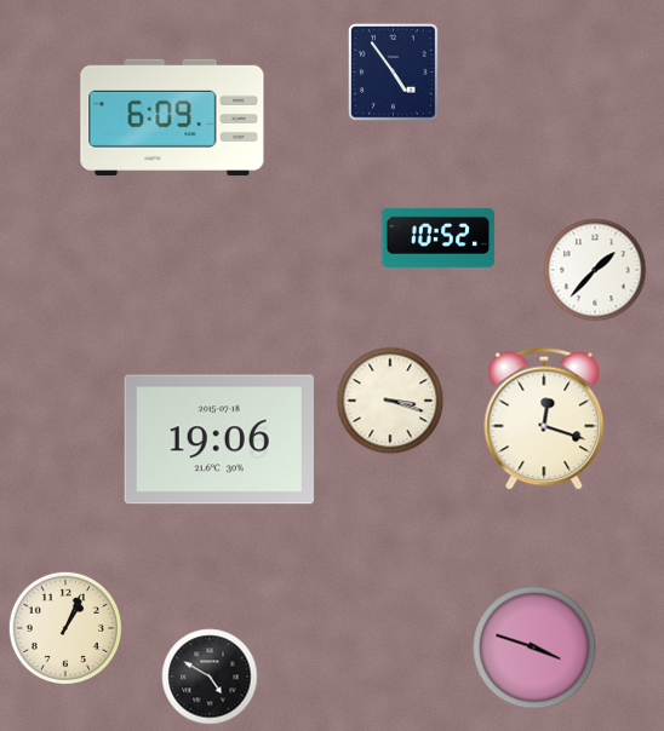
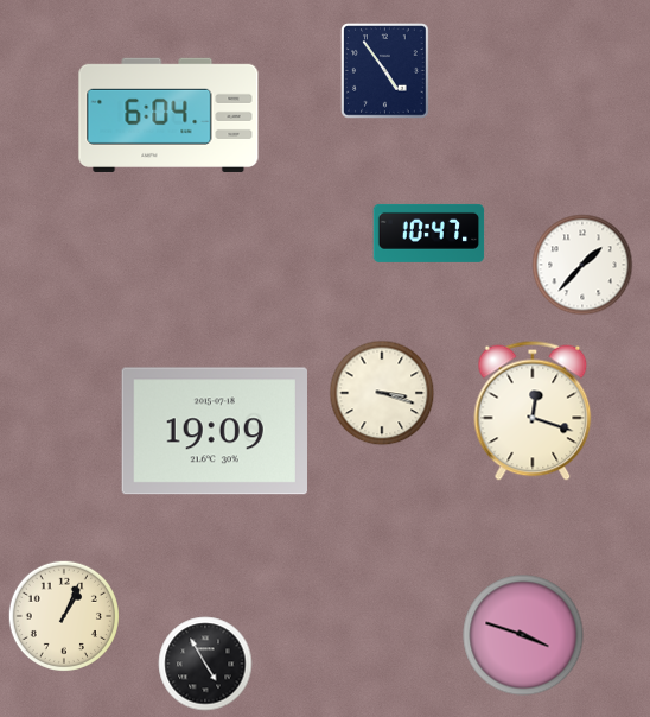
clock at (172, 117): 6:09 -> 6:04
clock at (439, 237): 10:52 -> 10:47
clock at (218, 439): 19:06 -> 19:09
clock at (210, 677): 4:50 -> 4:55
